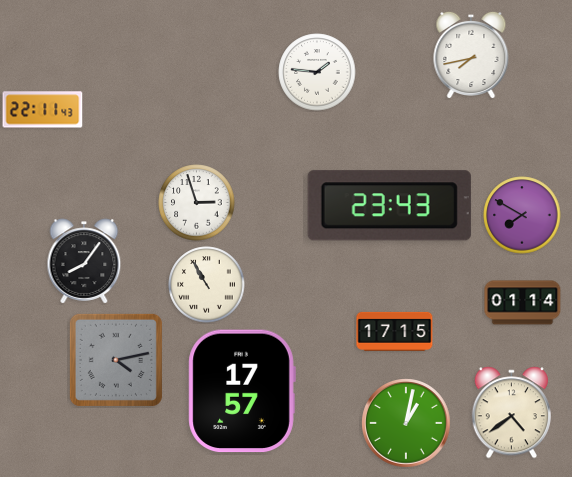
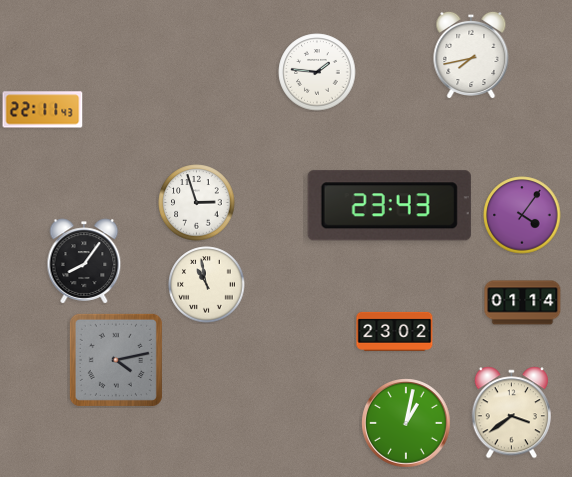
clock at (522, 215): 7:50 -> 4:06
clock at (207, 285): 10:55 -> 10:58
clock at (395, 331): 17:15 -> 23:02
clock at (242, 391): 17:57 -> none
clock at (511, 413): 4:39 -> 3:39
